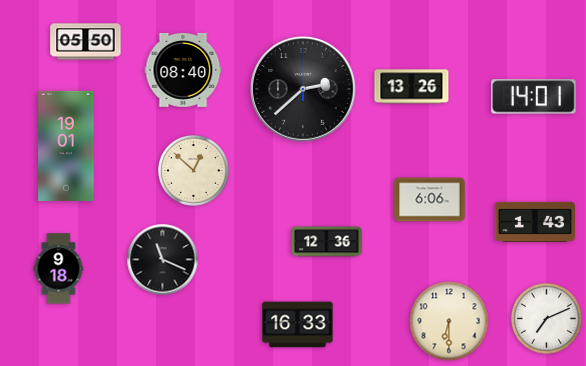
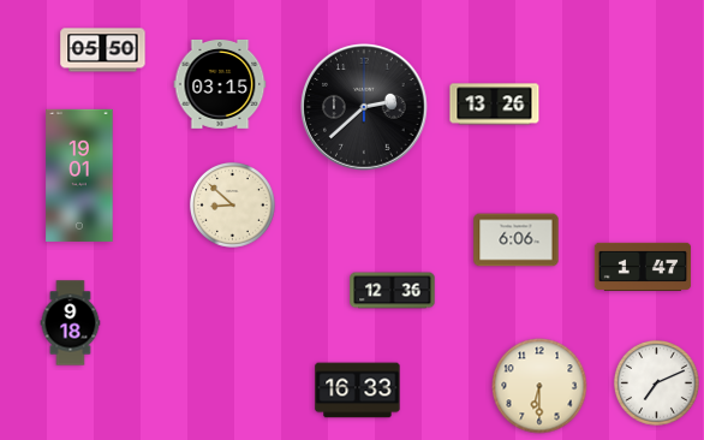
clock at (183, 70): 08:40 -> 03:15
clock at (534, 97): 14:01 -> none
clock at (193, 170): 12:52 -> 8:52
clock at (535, 222): 1:43 -> 1:47
clock at (163, 260): 11:19 -> none
